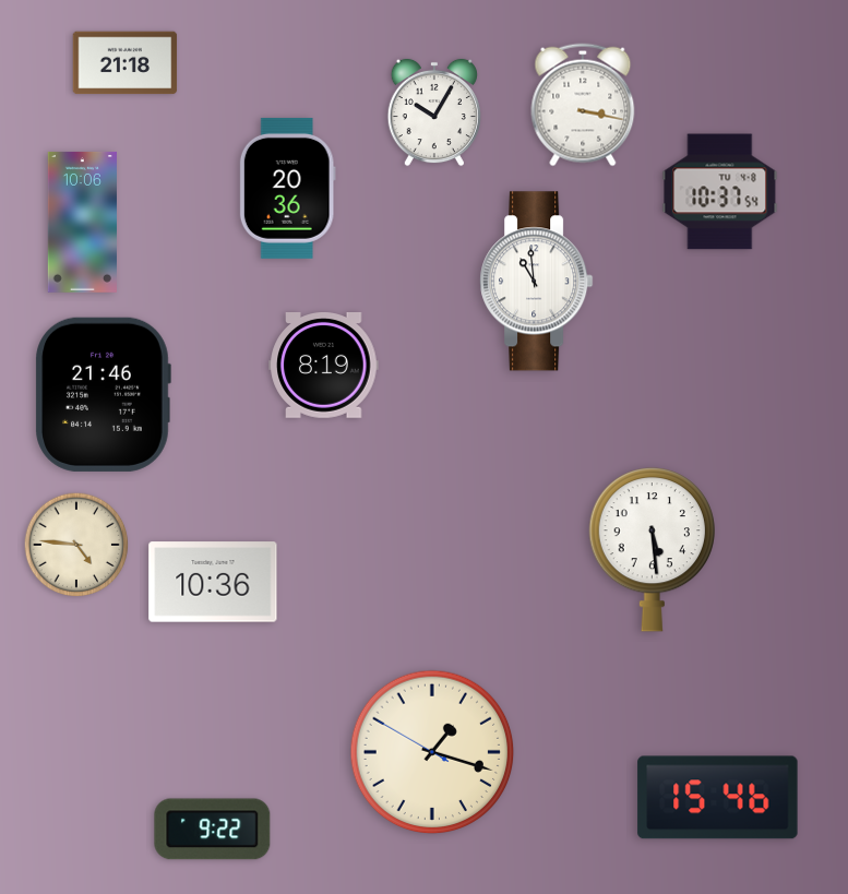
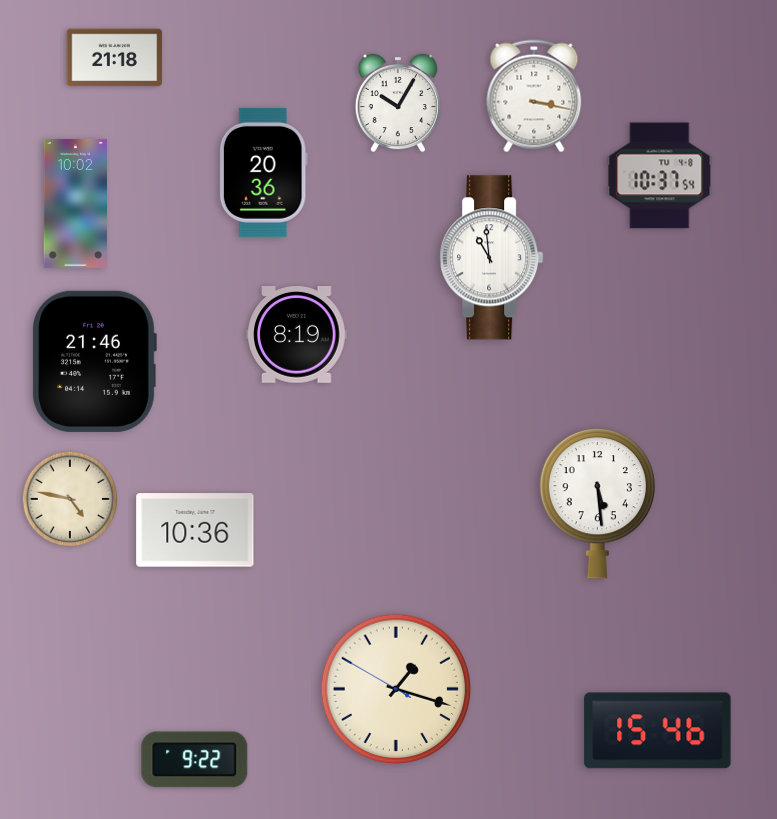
clock at (82, 222): 10:06 -> 10:02
clock at (76, 545): 4:46 -> 4:47
clock at (213, 582) position: (213, 582) -> (195, 530)
